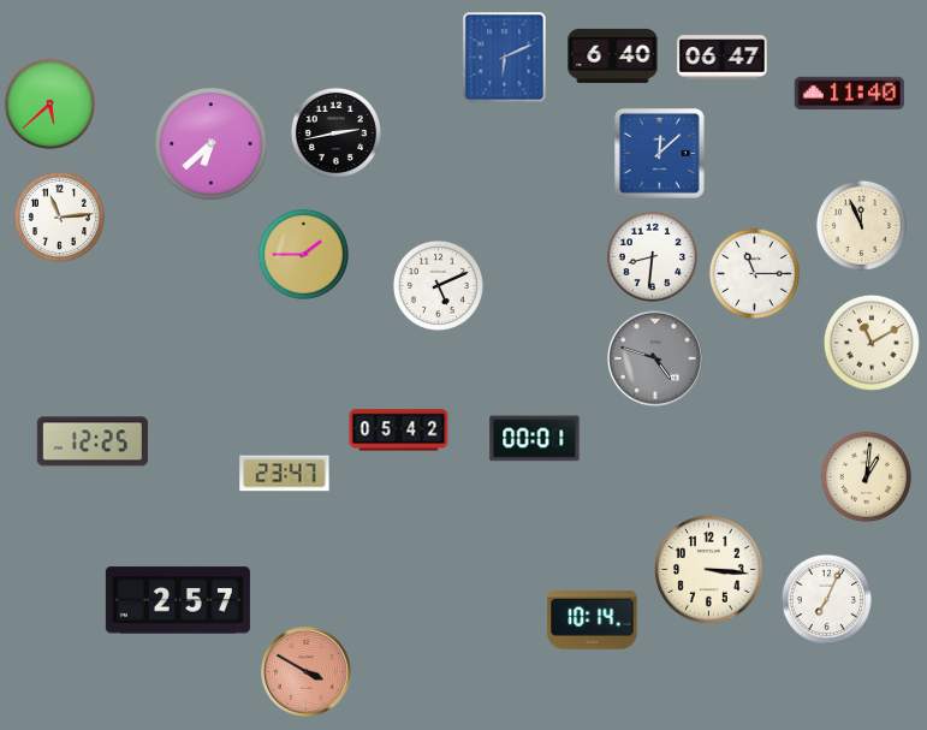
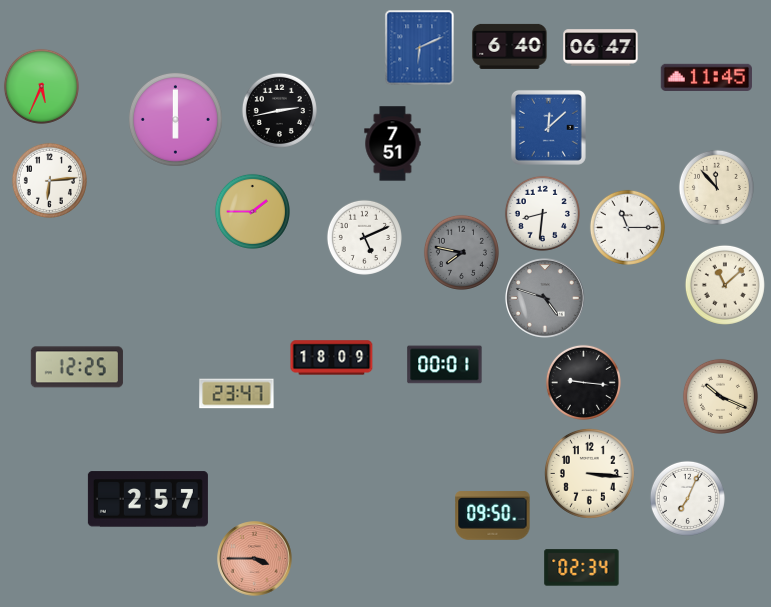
clock at (849, 93): 11:40 -> 11:45
clock at (49, 103): 5:38 -> 5:34
clock at (212, 144): 6:38 -> 6:00
clock at (393, 144): none -> 7:51
clock at (59, 216): 11:14 -> 6:14
clock at (861, 225): 11:56 -> 11:53
clock at (461, 252): none -> 7:47
clock at (872, 343): 11:10 -> 11:08
clock at (399, 431): 05:42 -> 18:09
clock at (583, 382): none -> 9:16
clock at (866, 476): 1:01 -> 10:19
clock at (593, 621): 10:14 -> 09:50
clock at (307, 672): 3:50 -> 3:45
clock at (582, 568): none -> 02:34
